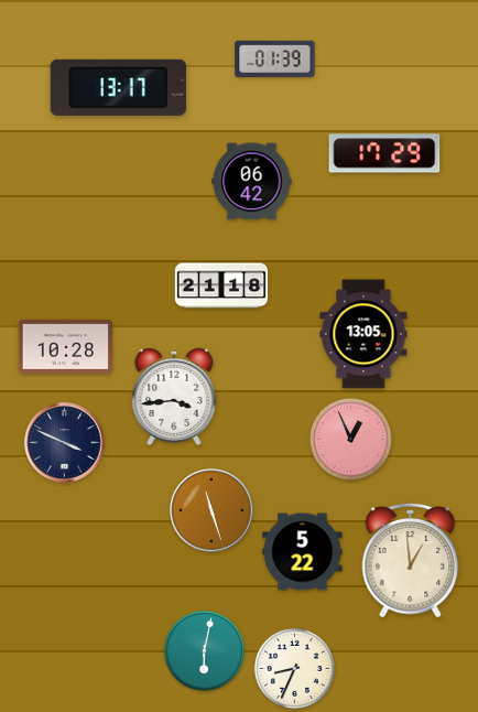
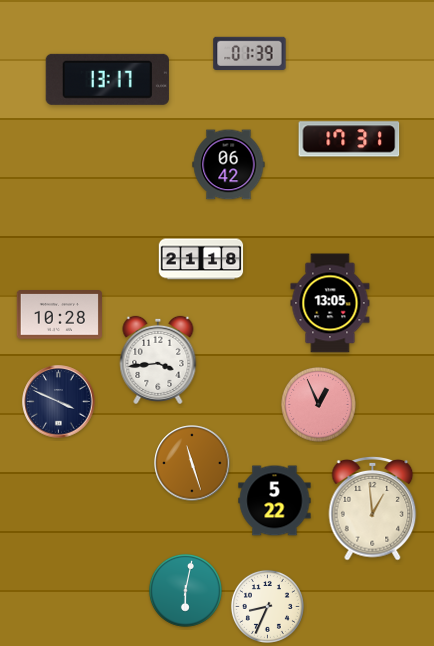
clock at (384, 153): 17:29 -> 17:31
clock at (350, 439) position: (350, 439) -> (318, 404)
